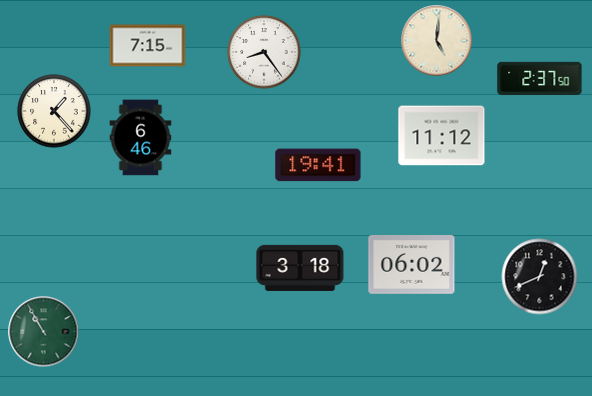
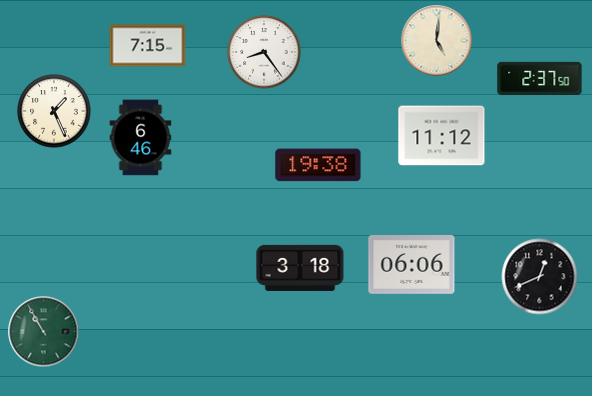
clock at (54, 111): 1:23 -> 1:26
clock at (318, 165): 19:41 -> 19:38
clock at (412, 265): 06:02 -> 06:06
